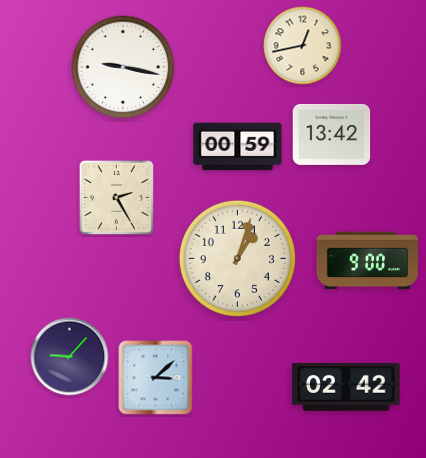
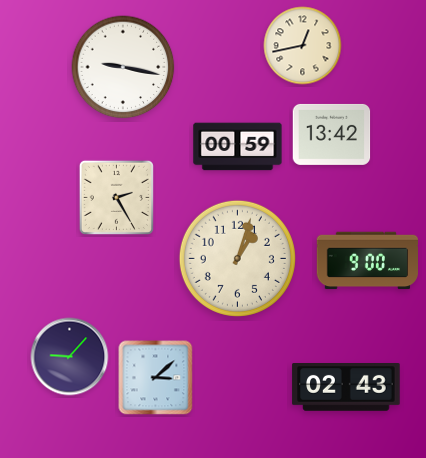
clock at (346, 388): 02:42 -> 02:43
